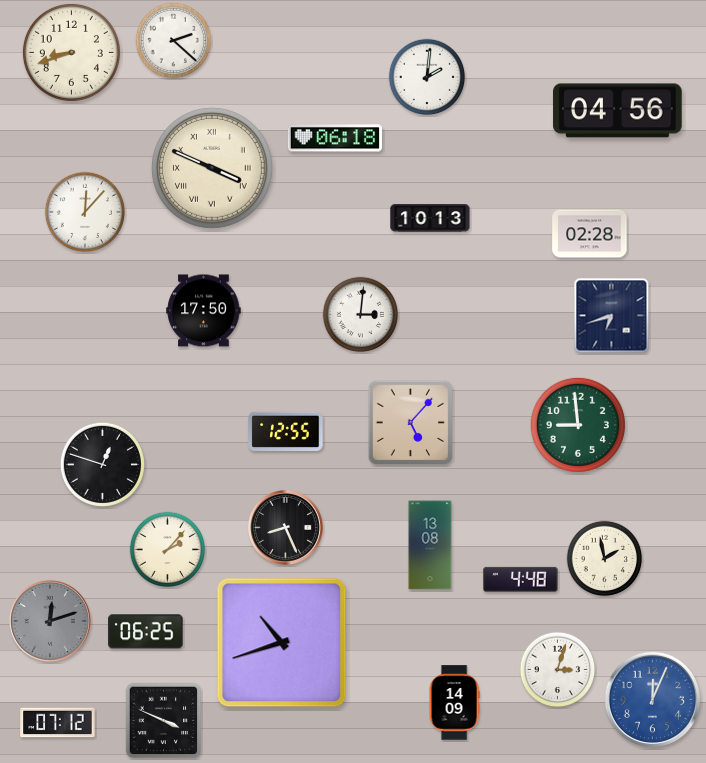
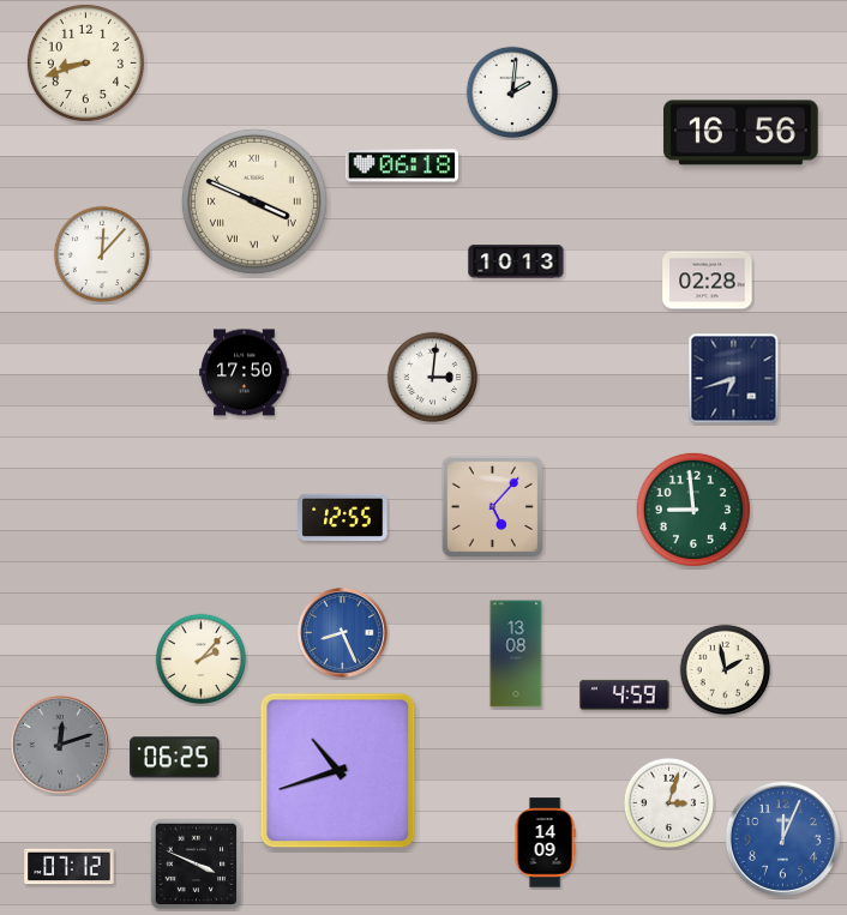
clock at (174, 41): 2:22 -> none
clock at (618, 111): 04:56 -> 16:56
clock at (102, 464): 12:48 -> none
clock at (285, 527) dial: black -> blue
clock at (521, 579): 4:48 -> 4:59
